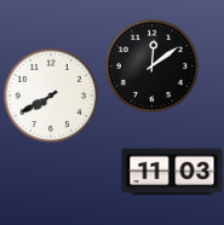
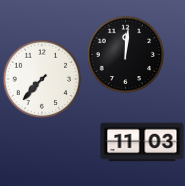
clock at (151, 65): 12:09 -> 12:01
clock at (51, 96): 7:40 -> 7:37
